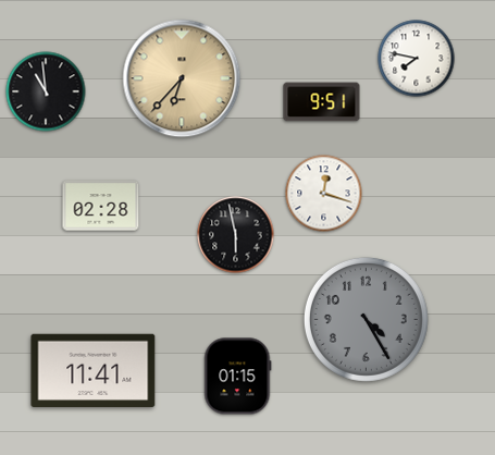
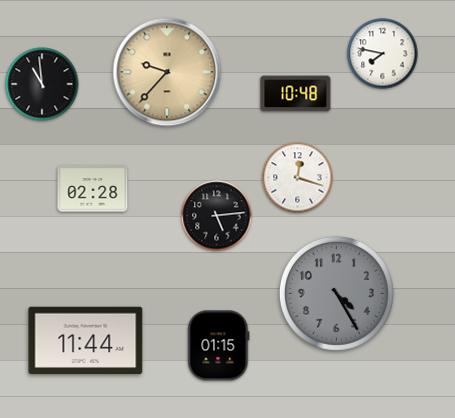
clock at (182, 78): 6:37 -> 9:37
clock at (322, 102): 9:51 -> 10:48
clock at (236, 235): 5:58 -> 5:14
clock at (94, 371): 11:41 -> 11:44
